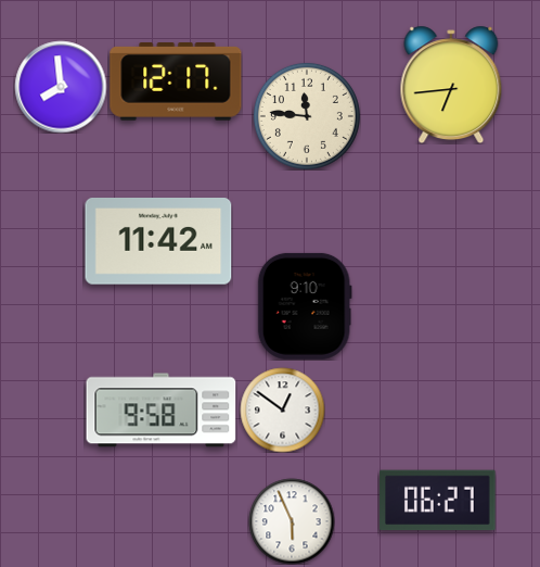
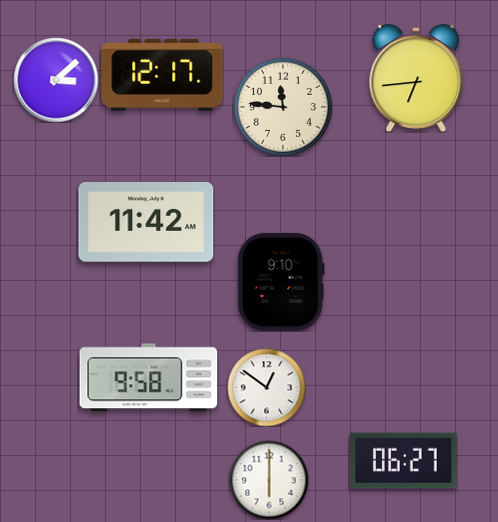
clock at (61, 87): 7:59 -> 3:08
clock at (282, 409) position: (282, 409) -> (266, 387)
clock at (292, 521): 5:56 -> 6:00
